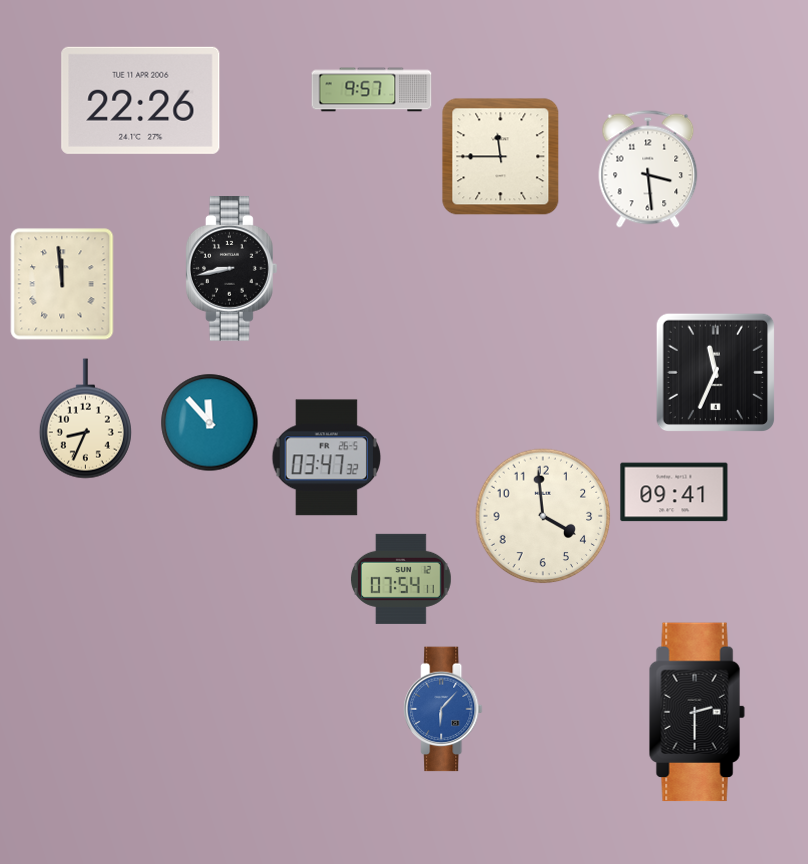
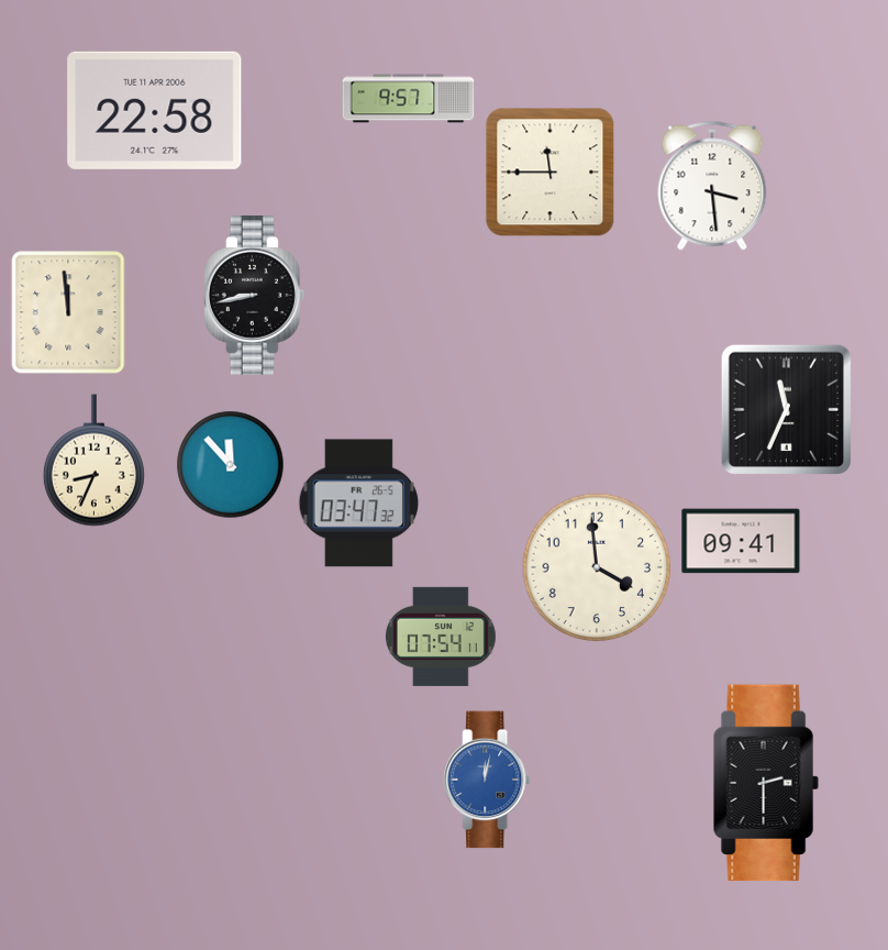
clock at (141, 100): 22:26 -> 22:58
clock at (443, 709): 6:07 -> 12:02
